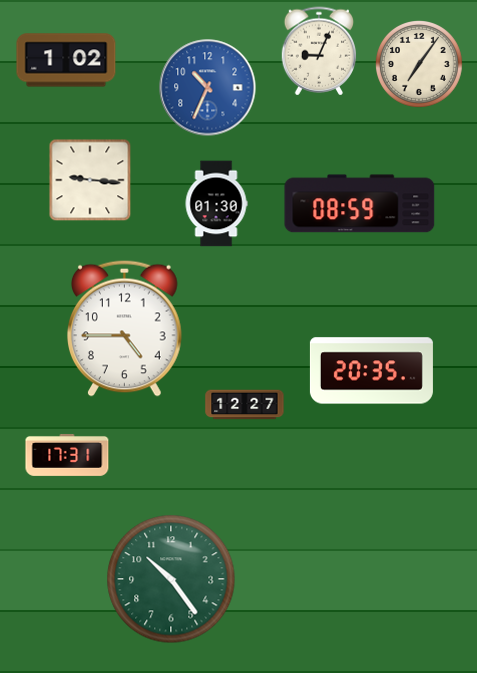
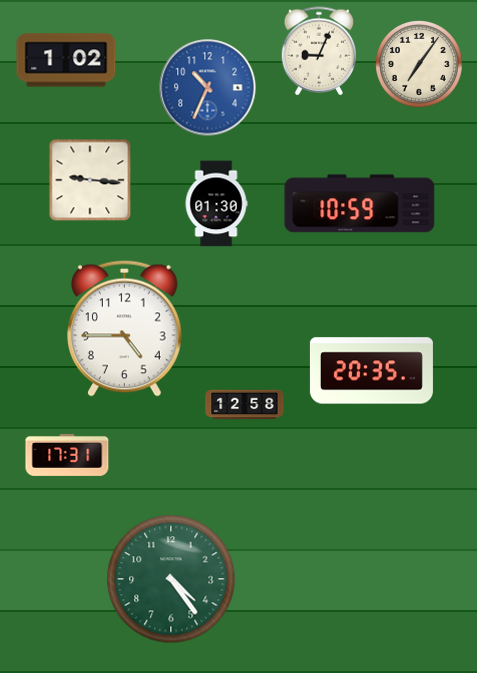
clock at (360, 204): 08:59 -> 10:59
clock at (245, 405): 12:27 -> 12:58
clock at (171, 579): 10:24 -> 4:24
